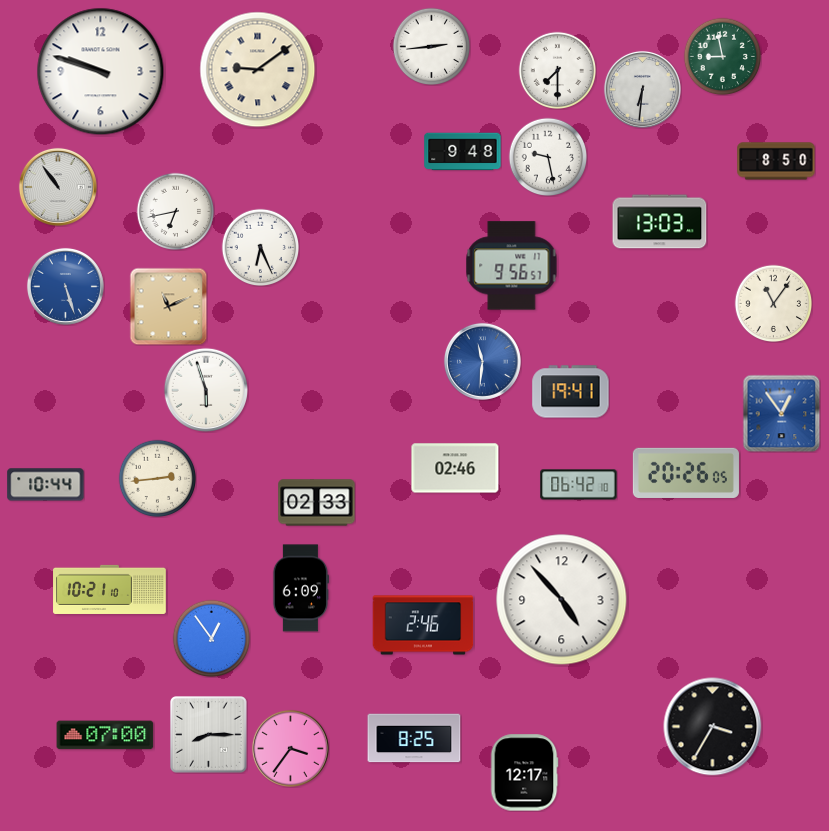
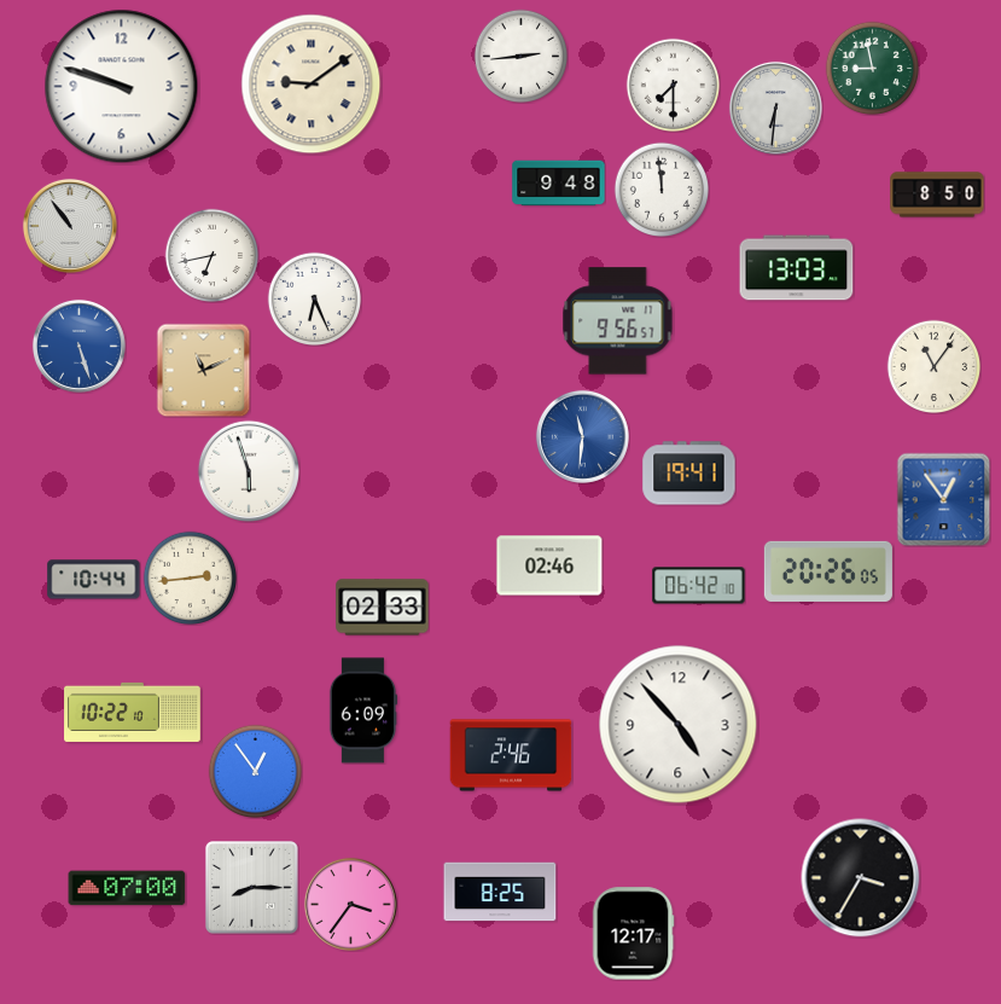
clock at (548, 157): 9:28 -> 11:59
clock at (46, 485) position: (46, 485) -> (94, 580)
clock at (110, 589): 10:21 -> 10:22
